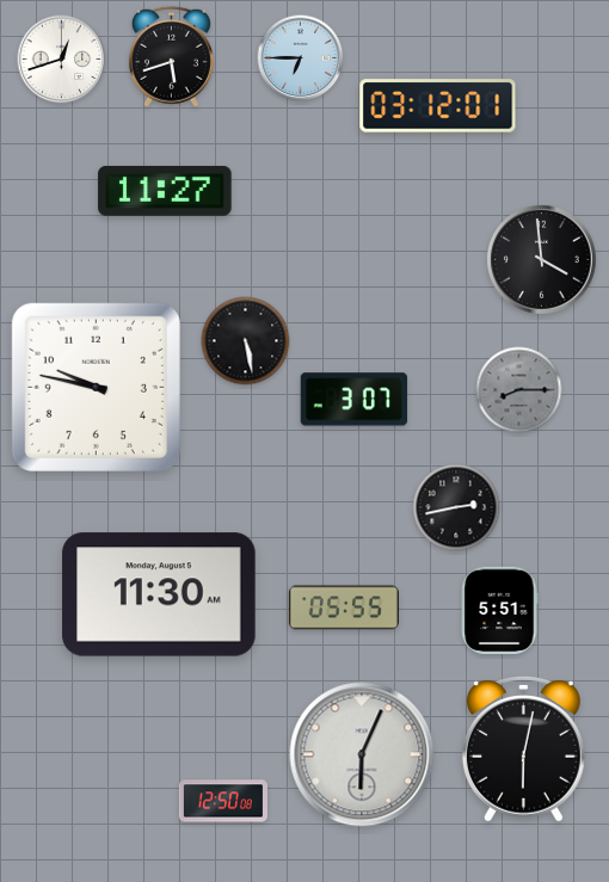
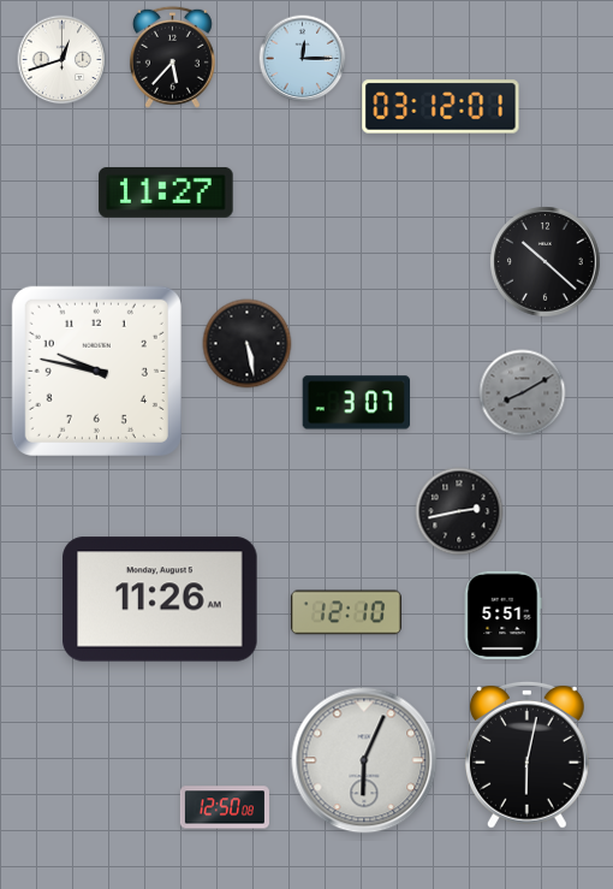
clock at (171, 56): 5:42 -> 5:37
clock at (301, 58): 6:45 -> 12:15
clock at (542, 260): 3:59 -> 10:22
clock at (96, 387) position: (96, 387) -> (96, 371)
clock at (519, 390): 8:15 -> 8:10
clock at (159, 594): 11:30 -> 11:26
clock at (344, 607): 05:55 -> 12:10
